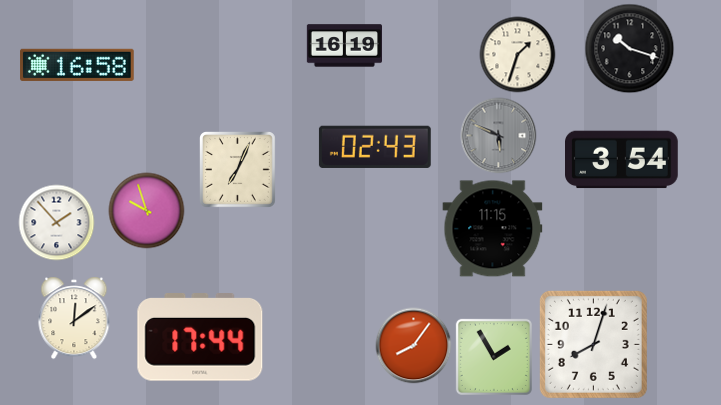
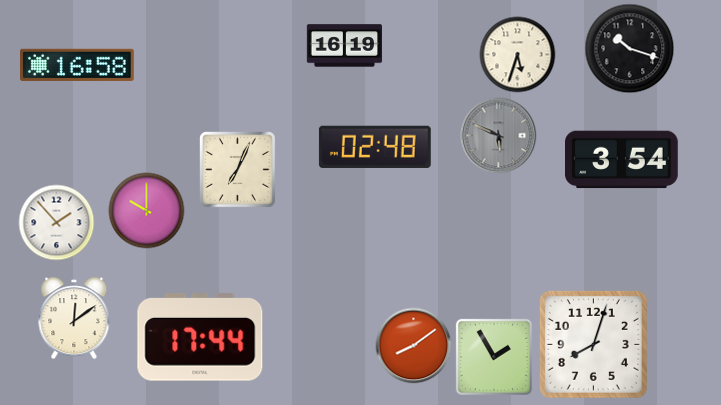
clock at (518, 55): 1:33 -> 5:33
clock at (375, 147): 02:43 -> 02:48
clock at (147, 211): 9:57 -> 10:00
clock at (493, 229): 11:15 -> none
clock at (414, 346): 8:06 -> 8:09
